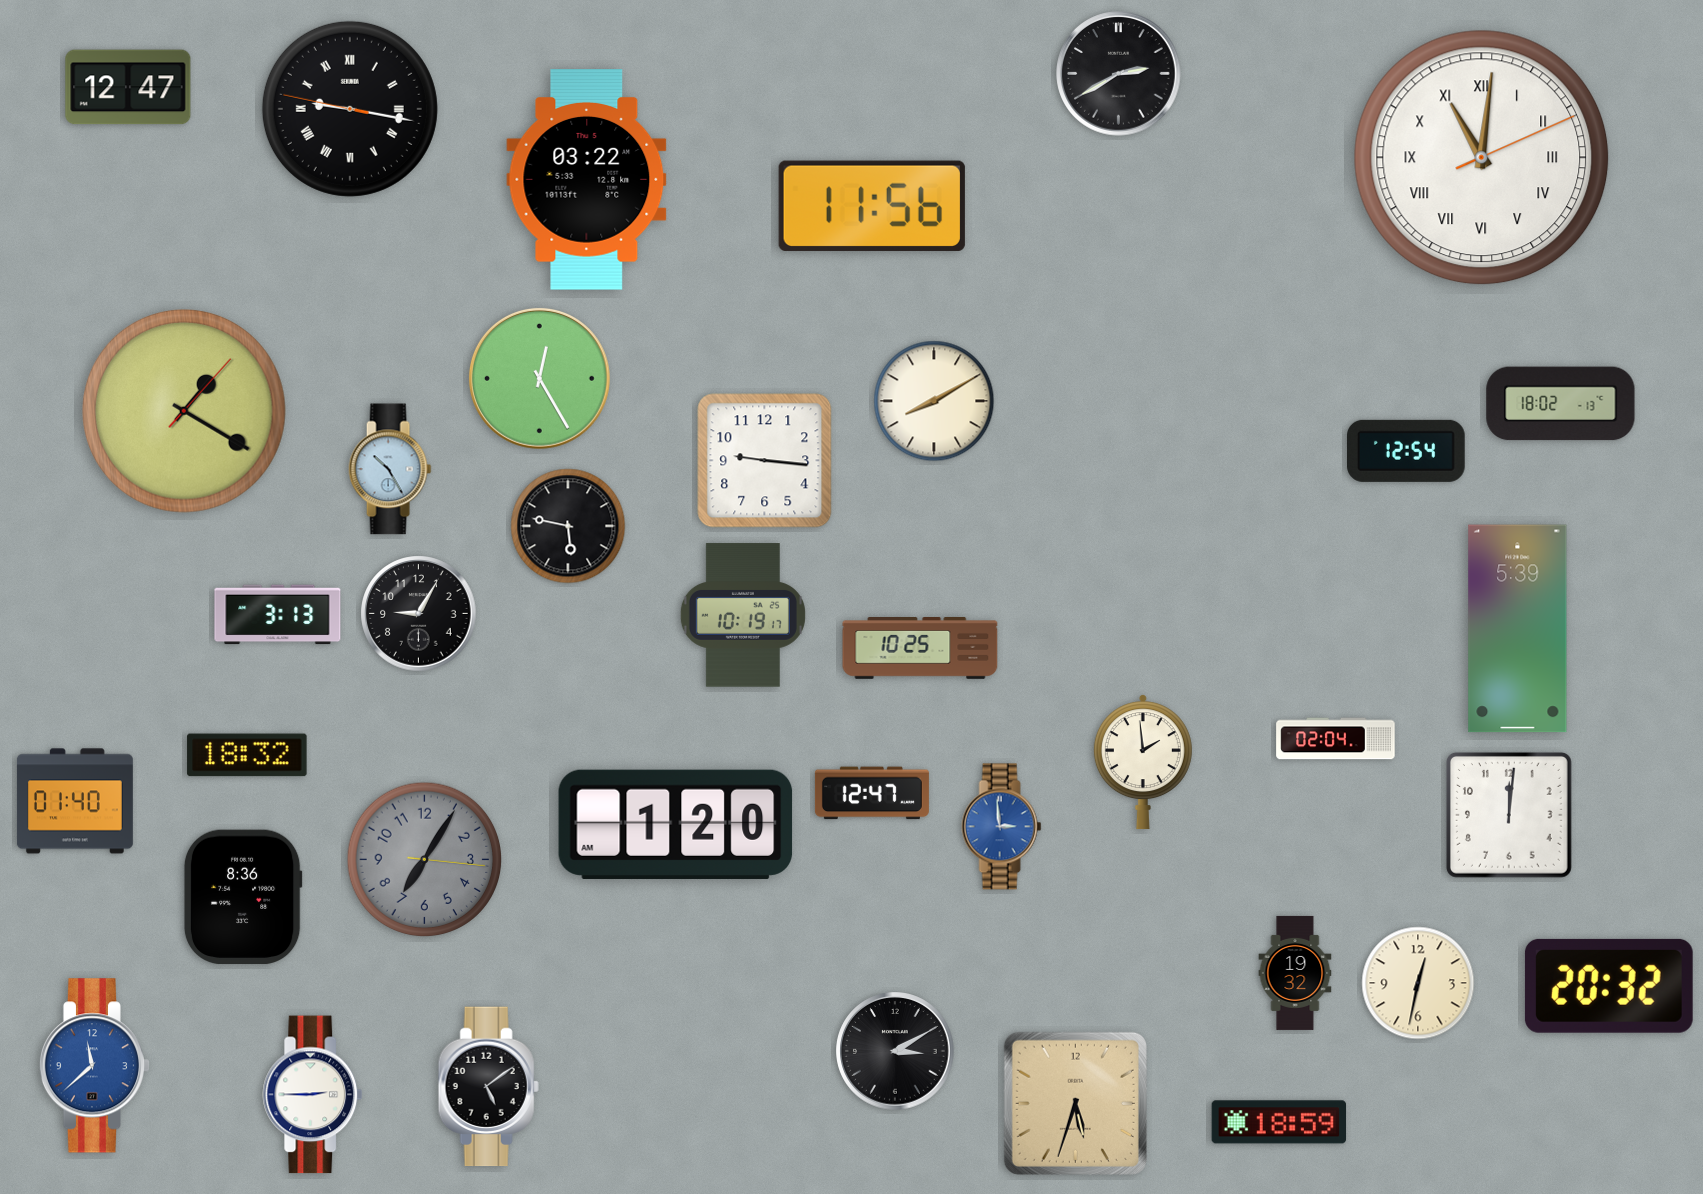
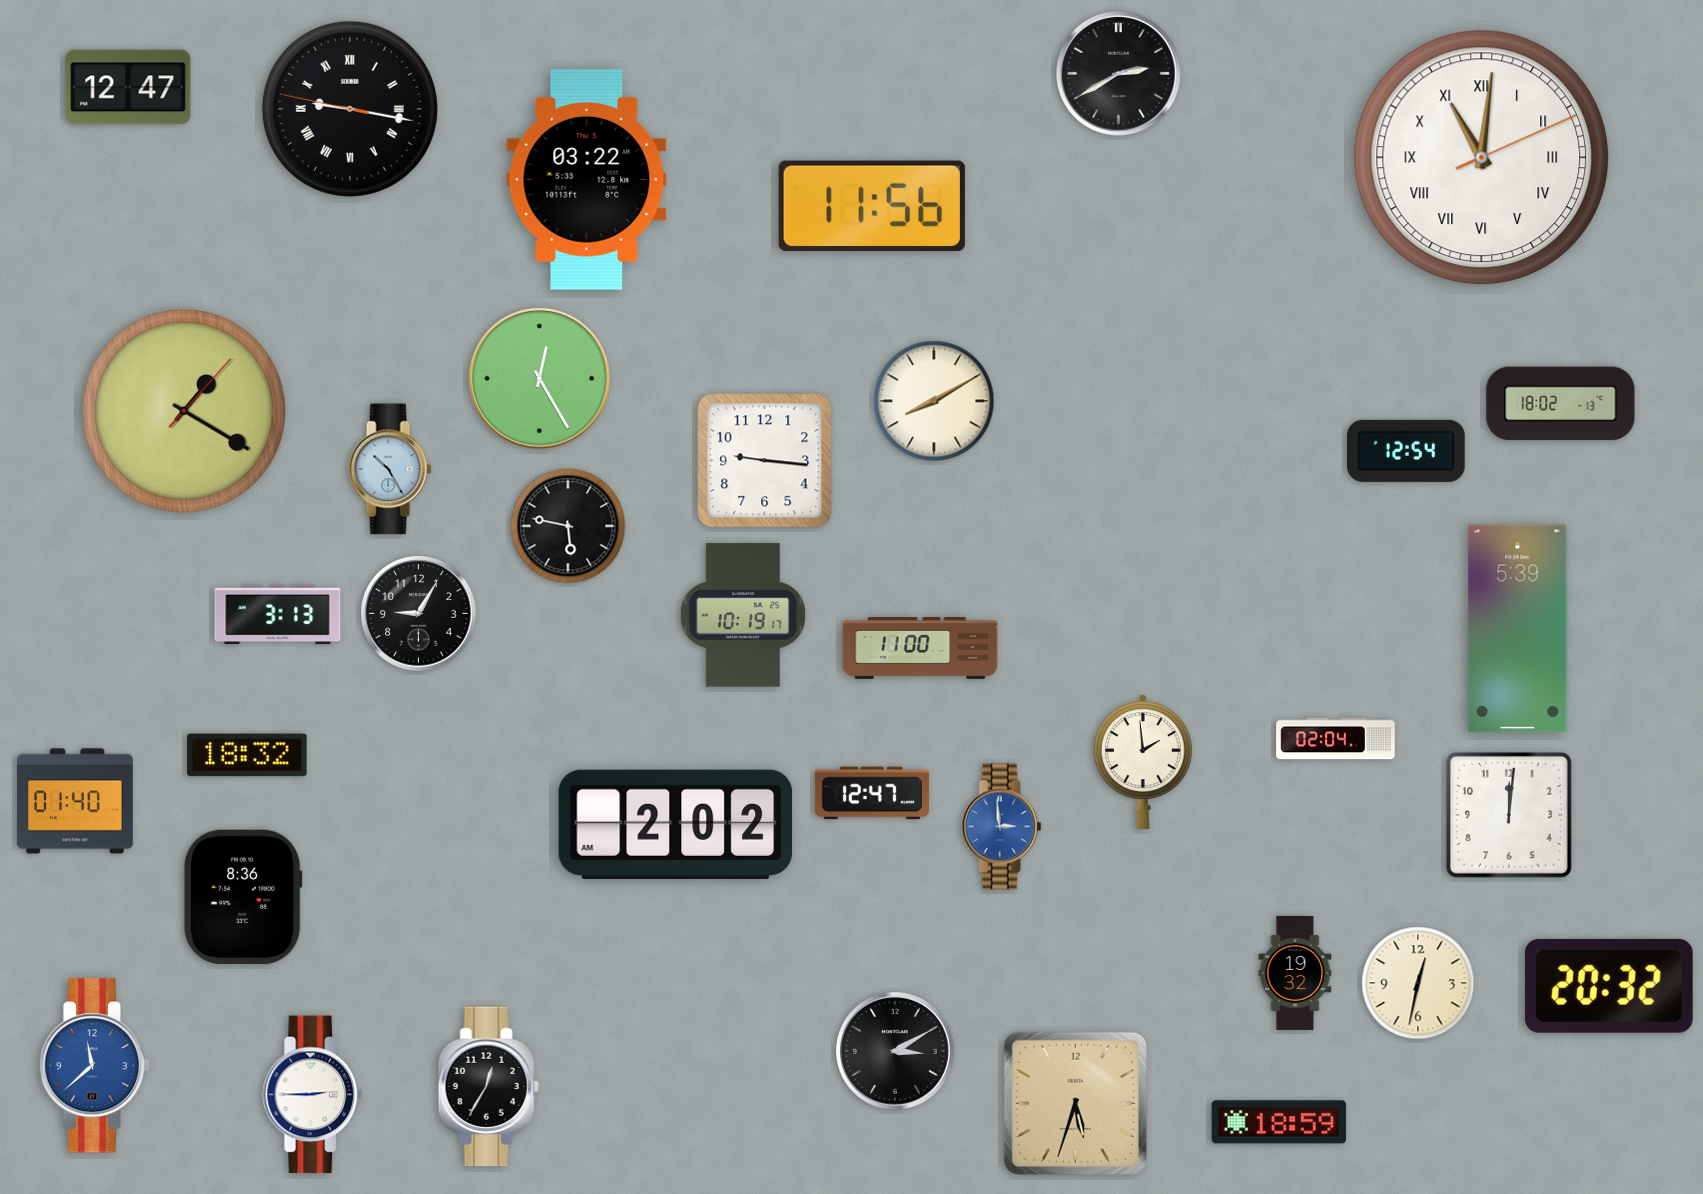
clock at (920, 649): 10:25 -> 11:00
clock at (676, 824): 1:20 -> 2:02
clock at (425, 860): 7:05 -> none
clock at (488, 1087): 5:09 -> 12:35
